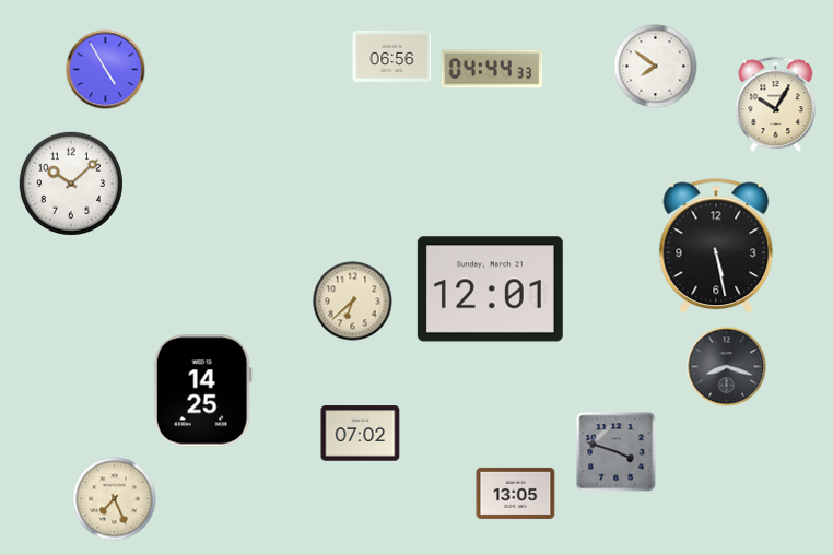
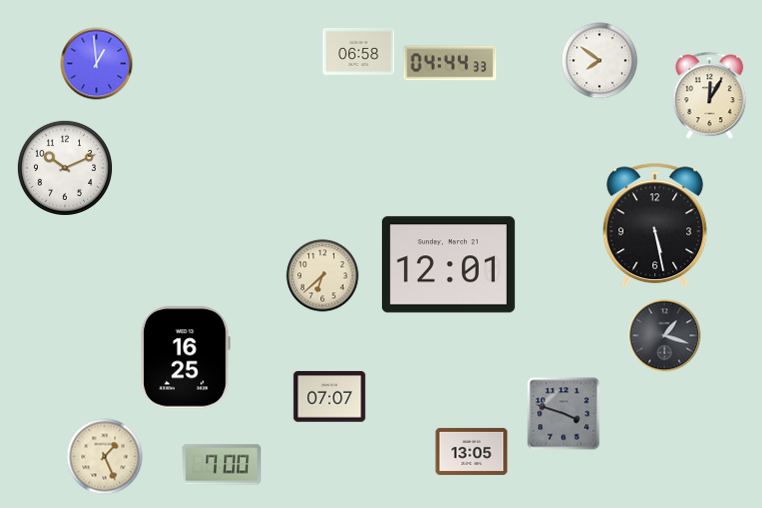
clock at (392, 57): 06:56 -> 06:58
clock at (106, 70): 4:55 -> 12:59
clock at (776, 105): 10:05 -> 12:05
clock at (71, 184): 10:08 -> 10:11
clock at (727, 367): 8:18 -> 1:18
clock at (202, 391): 14:25 -> 16:25
clock at (361, 434): 07:02 -> 07:07
clock at (115, 499): 7:26 -> 1:26
clock at (221, 465): none -> 7:00
